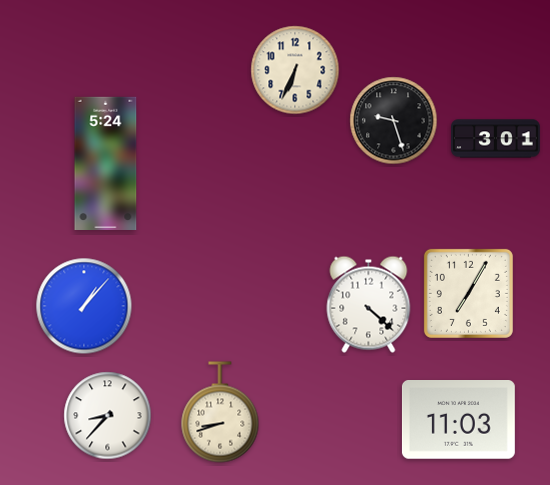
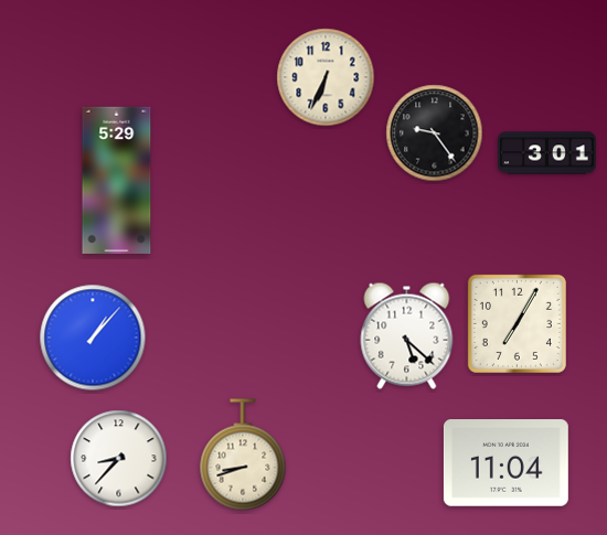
clock at (394, 121): 9:27 -> 9:24
clock at (106, 163): 5:24 -> 5:29
clock at (369, 304): 4:22 -> 5:22
clock at (458, 420): 11:03 -> 11:04
